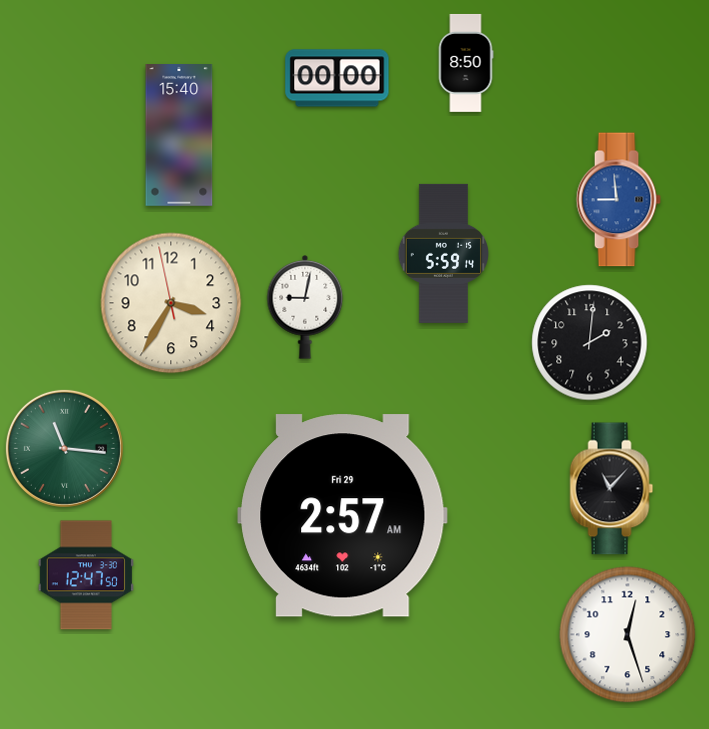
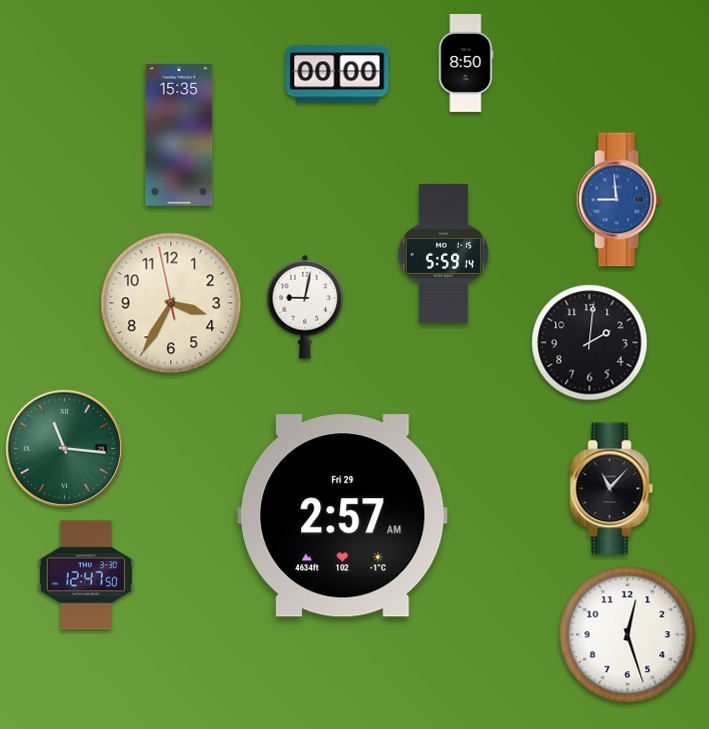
clock at (337, 78) position: (337, 78) -> (337, 74)
clock at (179, 136): 15:40 -> 15:35
